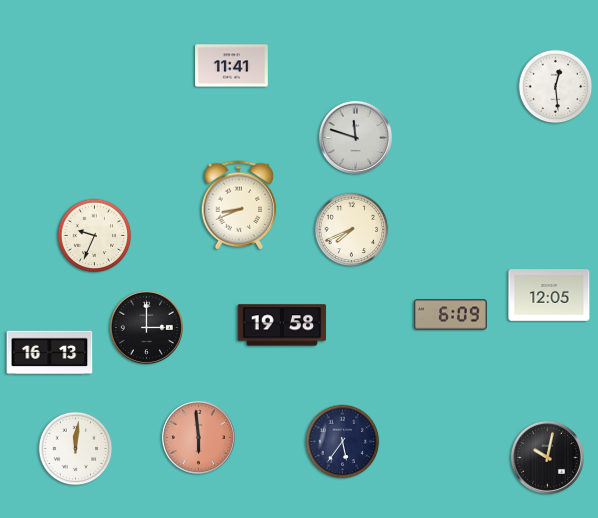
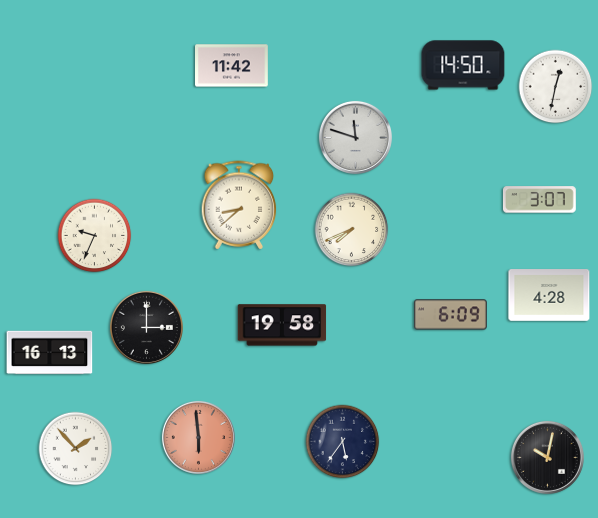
clock at (463, 65): none -> 14:50
clock at (232, 66): 11:41 -> 11:42
clock at (556, 87): 12:29 -> 12:32
clock at (539, 200): none -> 3:07
clock at (239, 205): 8:41 -> 8:38
clock at (549, 295): 12:05 -> 4:28
clock at (76, 449): 12:01 -> 1:53
